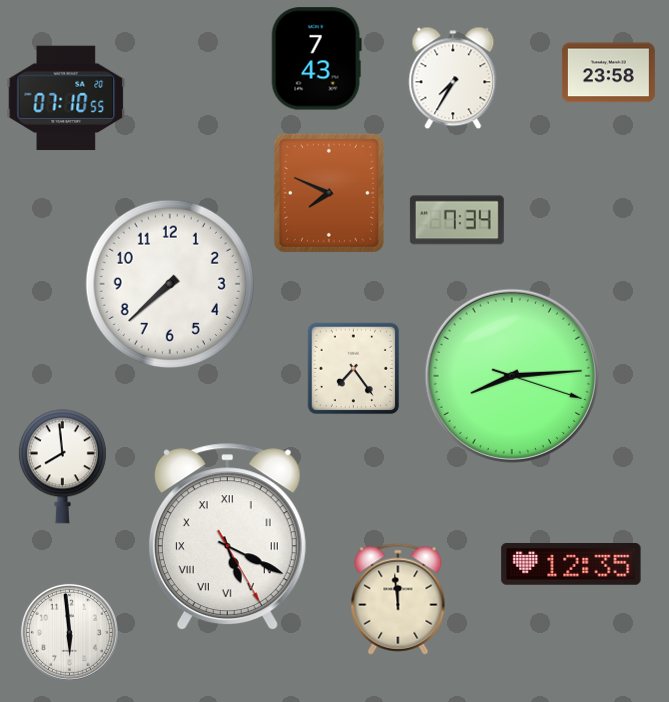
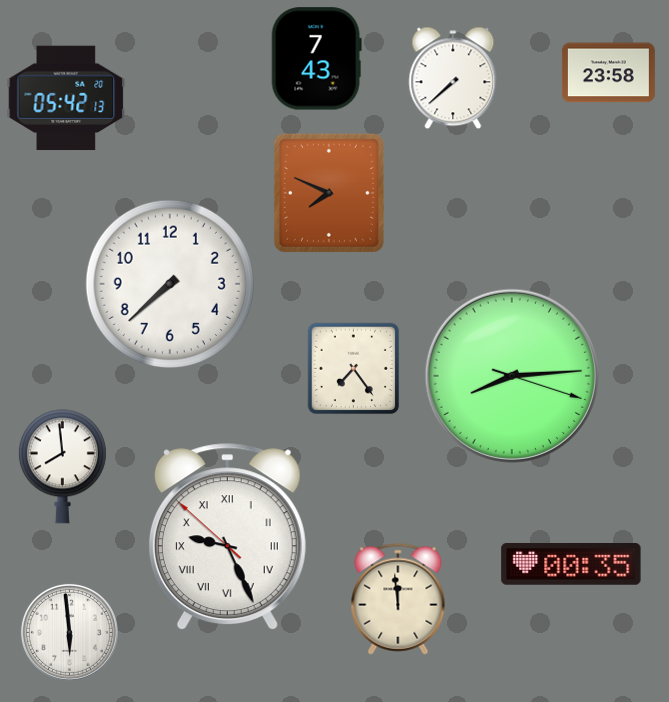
clock at (453, 78): 7:35 -> 7:38
clock at (66, 98): 07:10 -> 05:42
clock at (457, 220): 7:34 -> none
clock at (227, 537): 5:19 -> 9:25
clock at (571, 565): 12:35 -> 00:35
